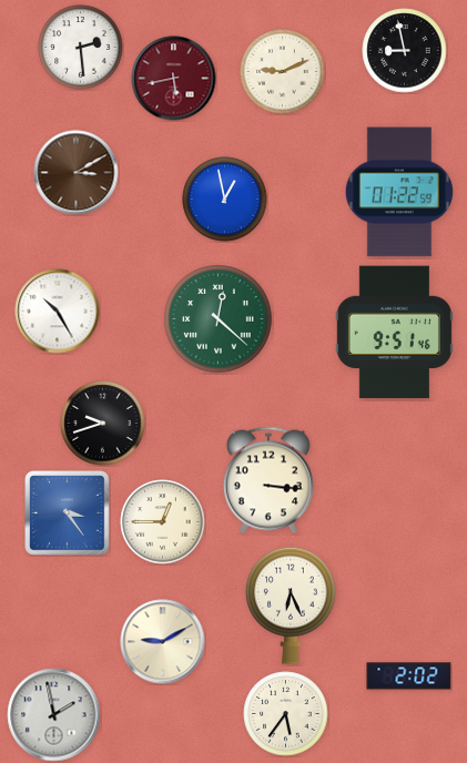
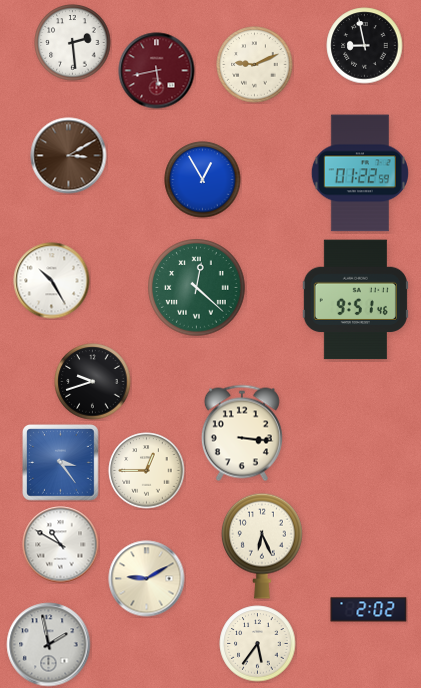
clock at (225, 200): 12:58 -> 12:55
clock at (61, 545): none -> 10:50
